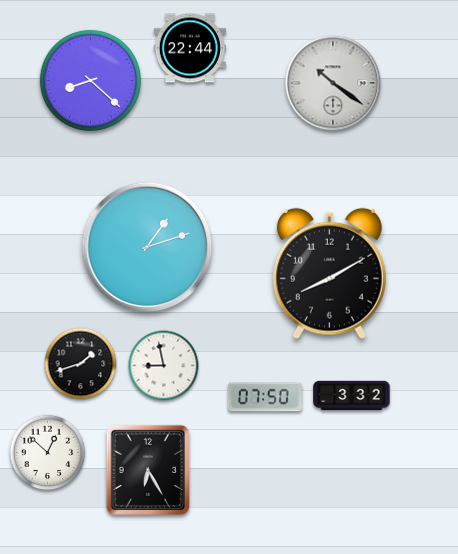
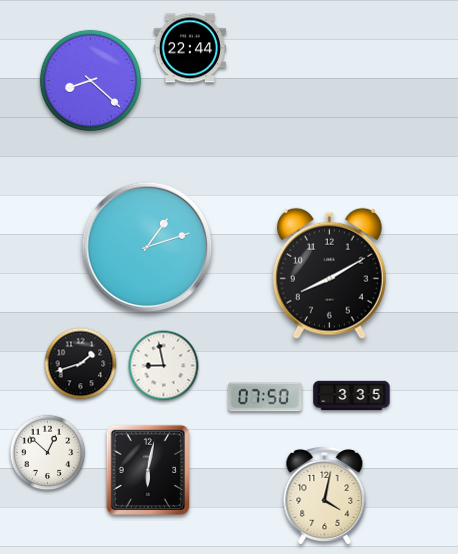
clock at (333, 83): 10:21 -> none
clock at (352, 396): 3:32 -> 3:35
clock at (147, 469): 6:25 -> 6:02
clock at (325, 495): none -> 4:02
